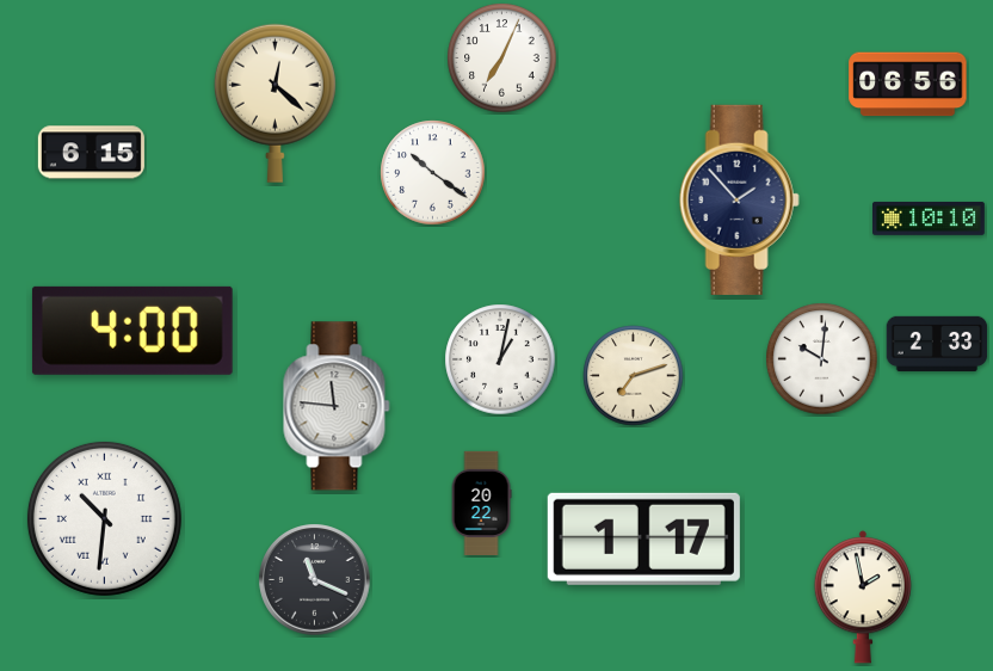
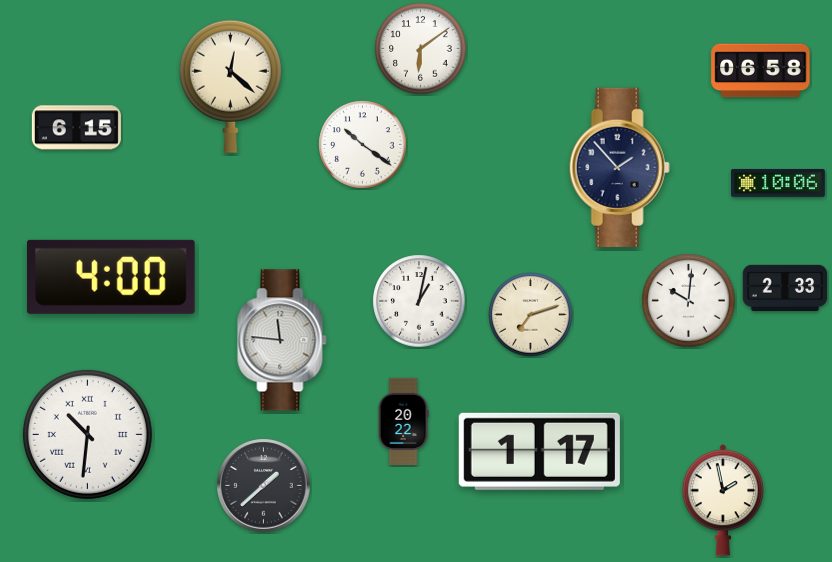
clock at (502, 59): 7:04 -> 6:09
clock at (908, 85): 06:56 -> 06:58
clock at (930, 218): 10:10 -> 10:06
clock at (315, 580): 11:19 -> 1:38
